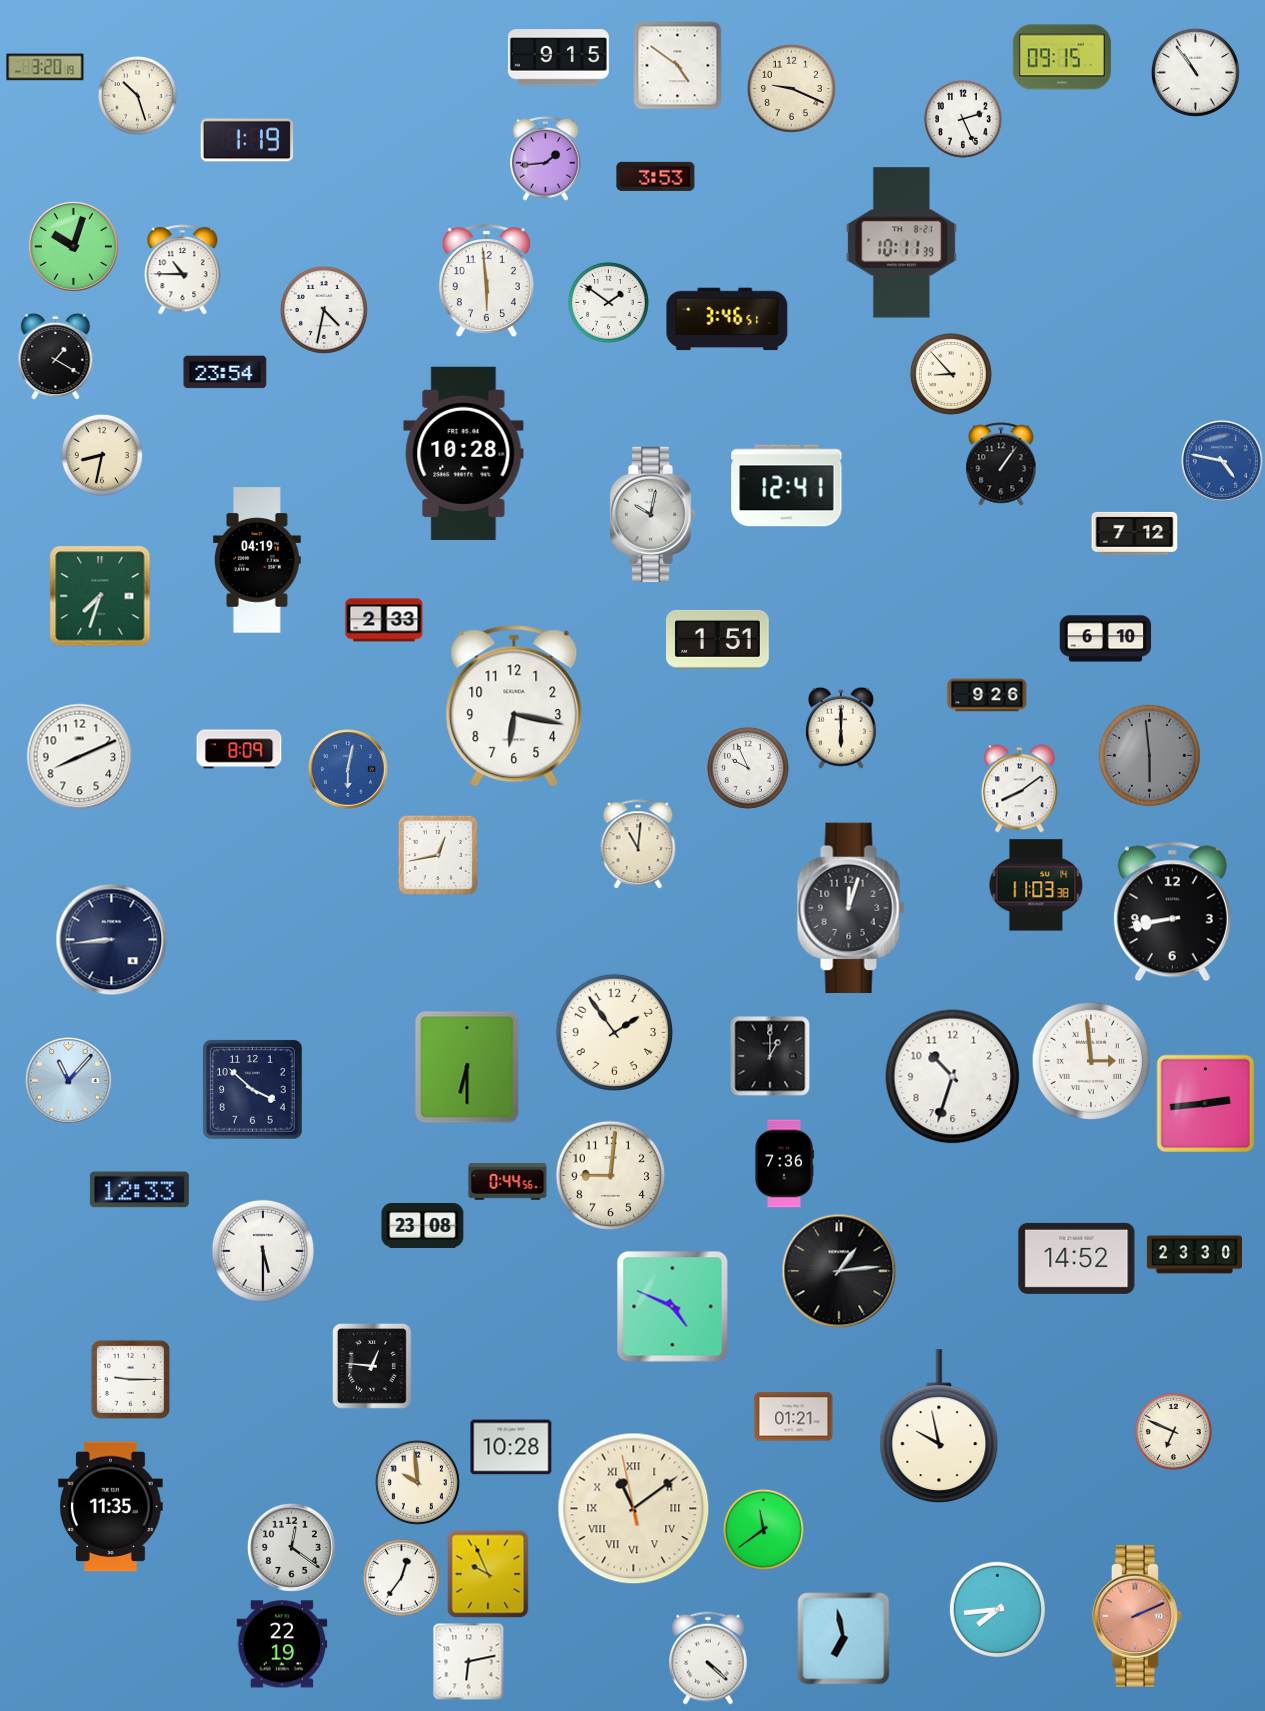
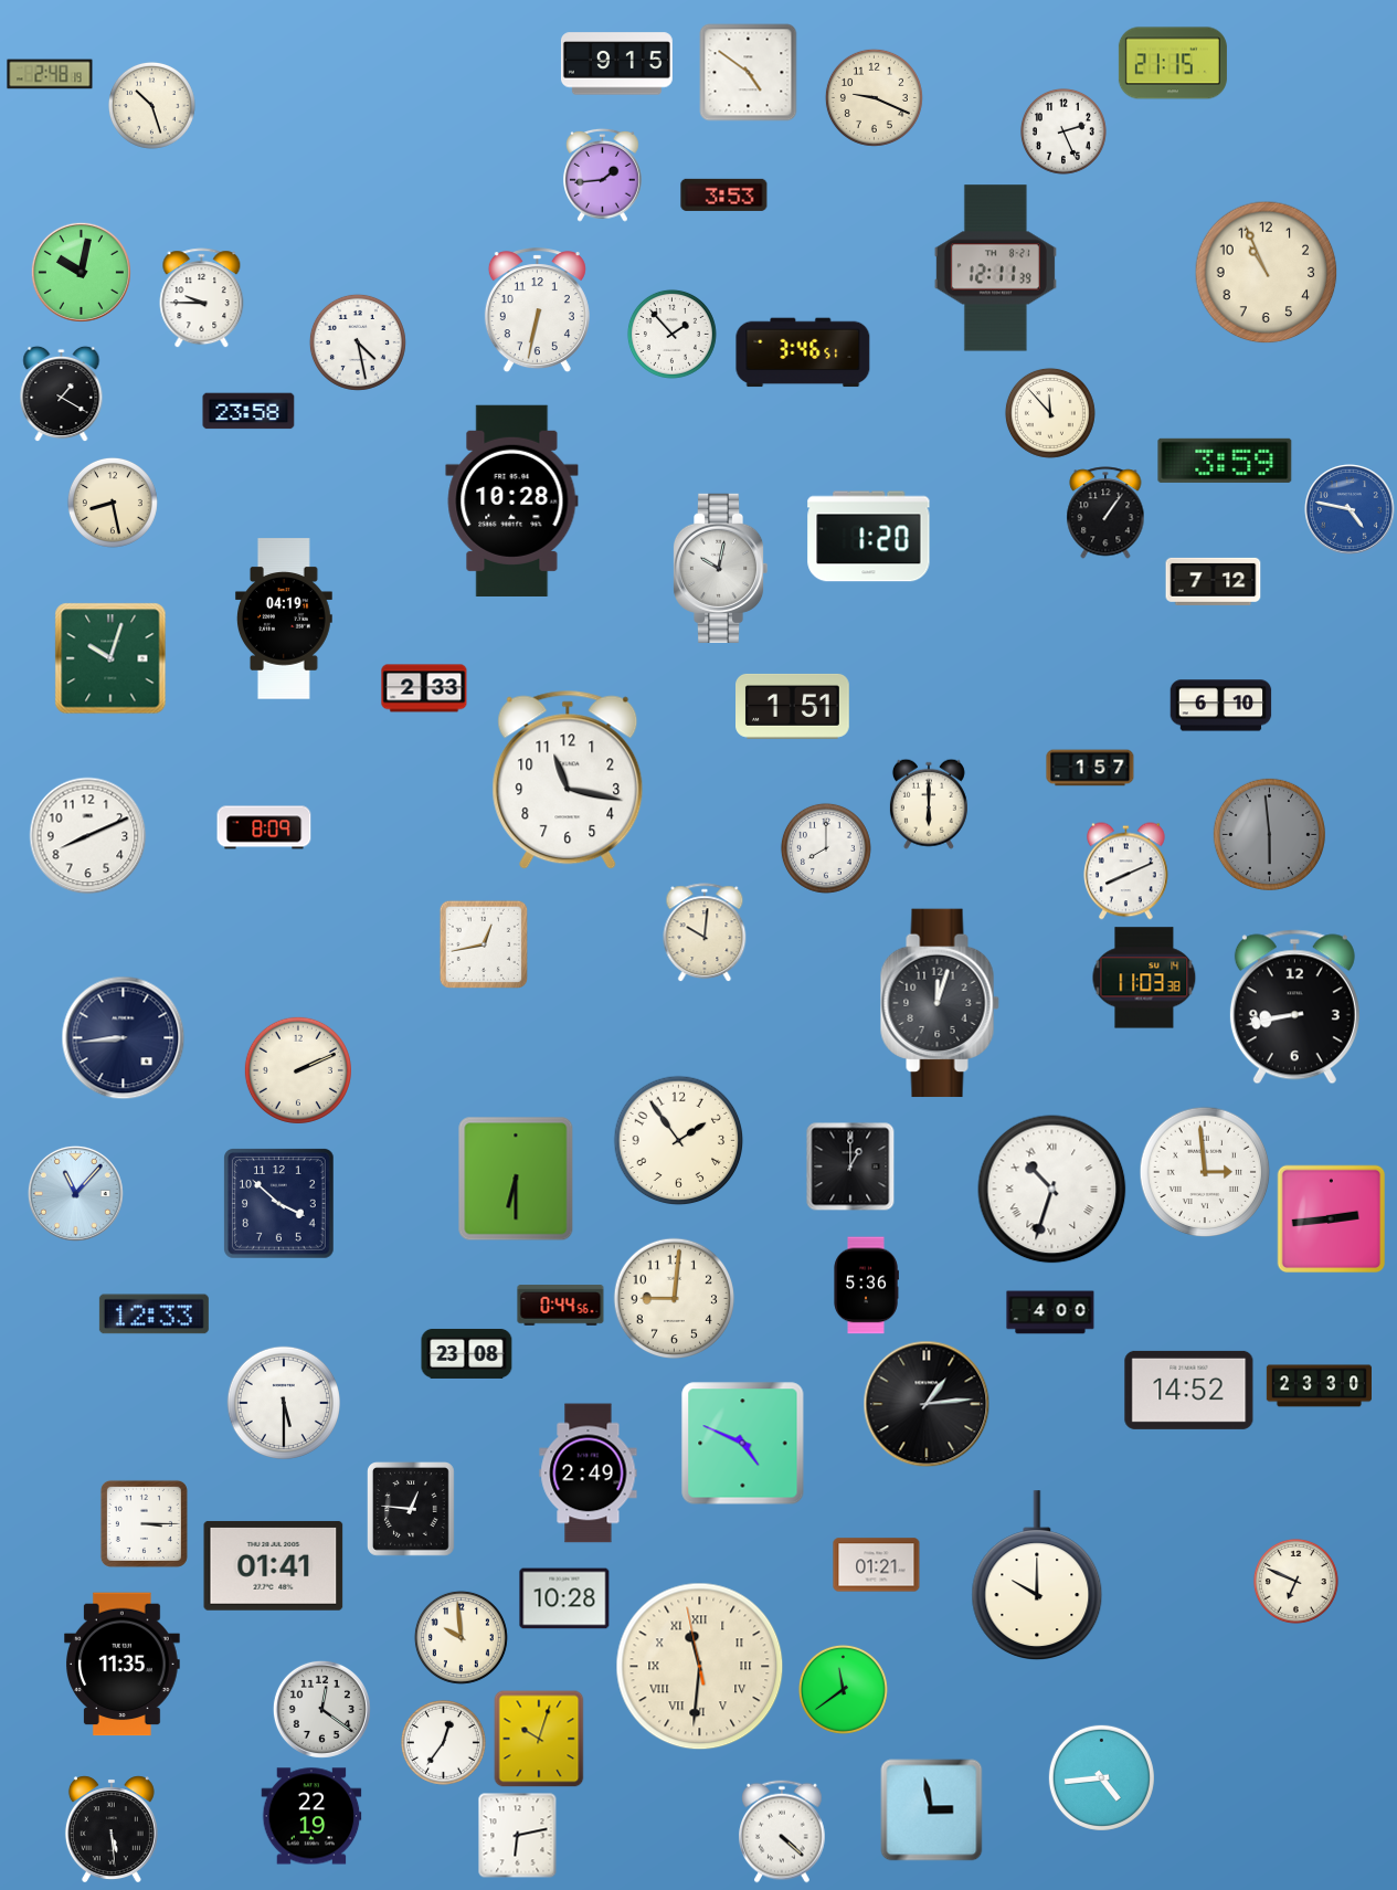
clock at (1062, 57): 09:15 -> 21:15
clock at (45, 67): 3:20 -> 2:48
clock at (1195, 72): 10:54 -> none
clock at (247, 140): 1:19 -> none
clock at (901, 243): 10:11 -> 12:11
clock at (73, 246): 10:03 -> 10:02
clock at (1267, 273): none -> 10:56
clock at (183, 270): 10:45 -> 9:45
clock at (486, 281): 5:59 -> 6:32
clock at (608, 302): 1:51 -> 1:53
clock at (324, 310): 4:32 -> 4:28
clock at (225, 372): 23:54 -> 23:58
clock at (951, 374): 8:53 -> 11:53
clock at (1225, 461): none -> 3:59
clock at (102, 455): 8:32 -> 8:28
clock at (787, 486): 12:41 -> 1:20
clock at (1135, 533) position: (1135, 533) -> (1214, 581)
clock at (100, 596): 7:33 -> 10:03
clock at (384, 620) position: (384, 620) -> (424, 688)
clock at (987, 695): 9:26 -> 1:57
clock at (514, 706): 6:17 -> 11:17
clock at (748, 768): 9:56 -> 8:00
clock at (348, 769): 6:02 -> none
clock at (1020, 789): 8:09 -> 8:11
clock at (638, 844): 11:01 -> 10:01
clock at (298, 1070): none -> 2:11
clock at (953, 1077) numerals: Arabic -> Roman
clock at (784, 1164): 7:36 -> 5:36
clock at (1050, 1312): none -> 4:00
clock at (263, 1251) position: (263, 1251) -> (284, 1403)
clock at (589, 1474): none -> 2:49
clock at (130, 1379): 9:15 -> 3:15
clock at (274, 1566): none -> 01:41
clock at (939, 1426): 9:58 -> 10:00
clock at (634, 1509): 11:08 -> 11:30
clock at (488, 1574): 9:56 -> 10:03
clock at (997, 1609): 7:44 -> 4:44
clock at (1137, 1616): 2:11 -> none
clock at (844, 1639): 6:58 -> 2:58
clock at (112, 1829): none -> 5:29
